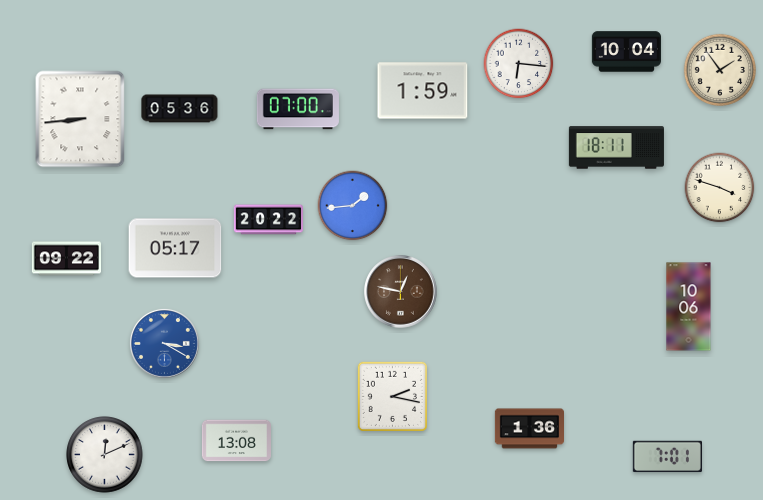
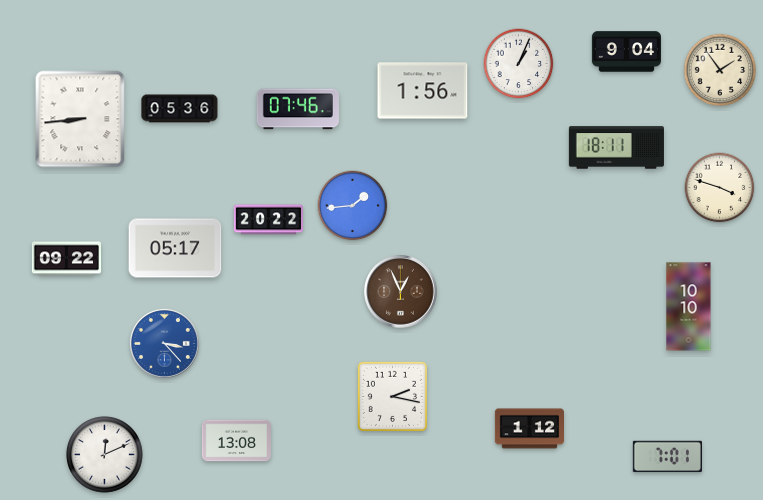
clock at (626, 52): 10:04 -> 9:04
clock at (519, 64): 6:16 -> 1:04
clock at (423, 91): 1:59 -> 1:56
clock at (298, 109): 07:00 -> 07:46
clock at (401, 292): 12:47 -> 12:56
clock at (689, 307): 10:06 -> 10:10
clock at (164, 343): 3:20 -> 3:23
clock at (529, 429): 1:36 -> 1:12
